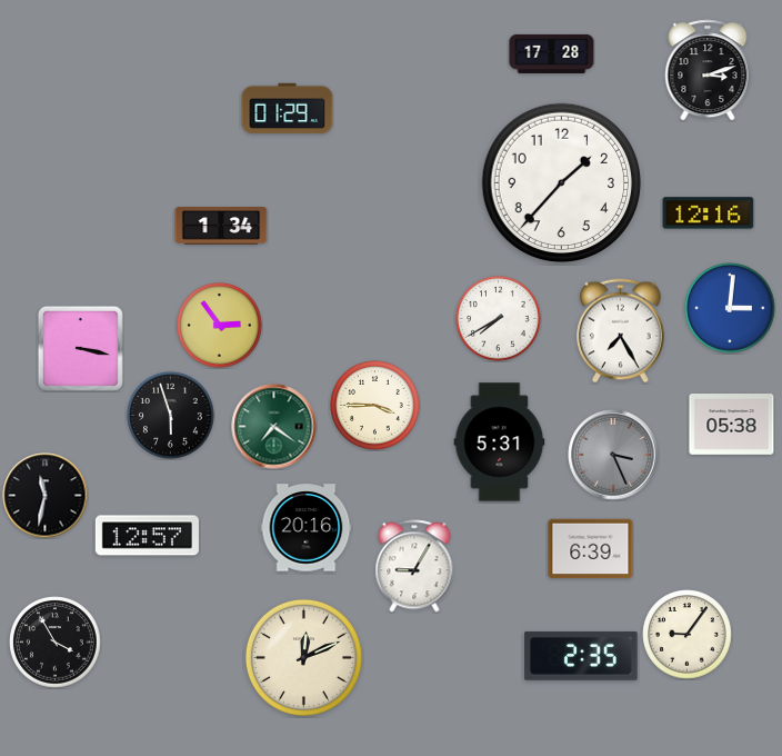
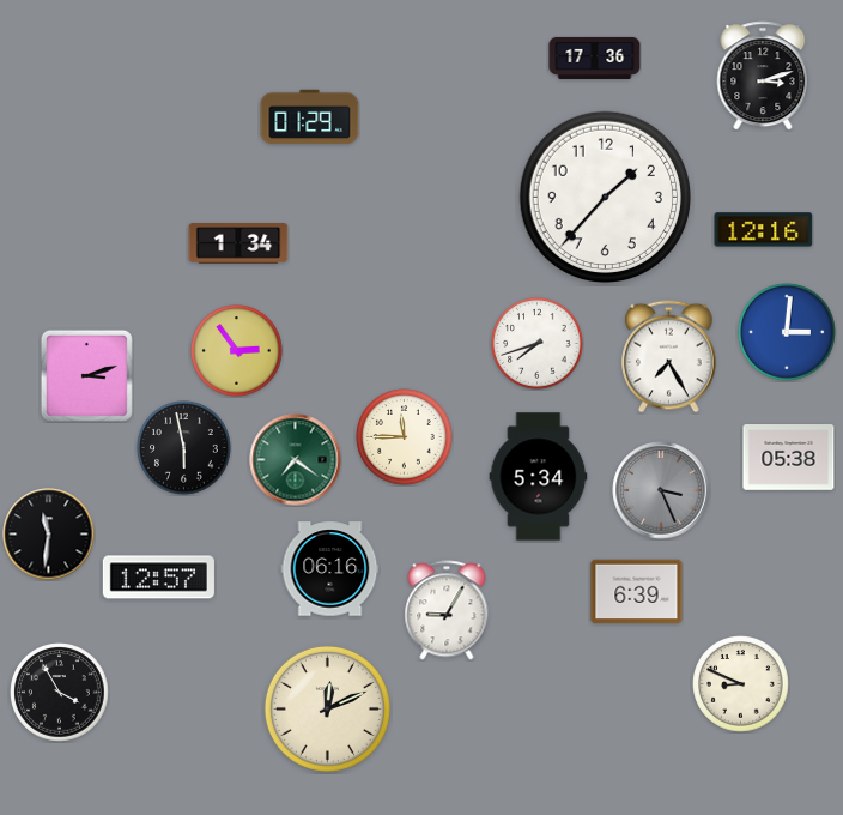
clock at (552, 53): 17:28 -> 17:36
clock at (499, 319): 7:40 -> 7:42
clock at (80, 348): 3:17 -> 3:12
clock at (375, 406): 3:45 -> 11:45
clock at (171, 416): 5:57 -> 5:58
clock at (500, 442): 5:31 -> 5:34
clock at (46, 496): 11:32 -> 11:31
clock at (307, 528): 20:16 -> 06:16
clock at (688, 635): 9:06 -> 8:49
clock at (581, 656): 2:35 -> none
